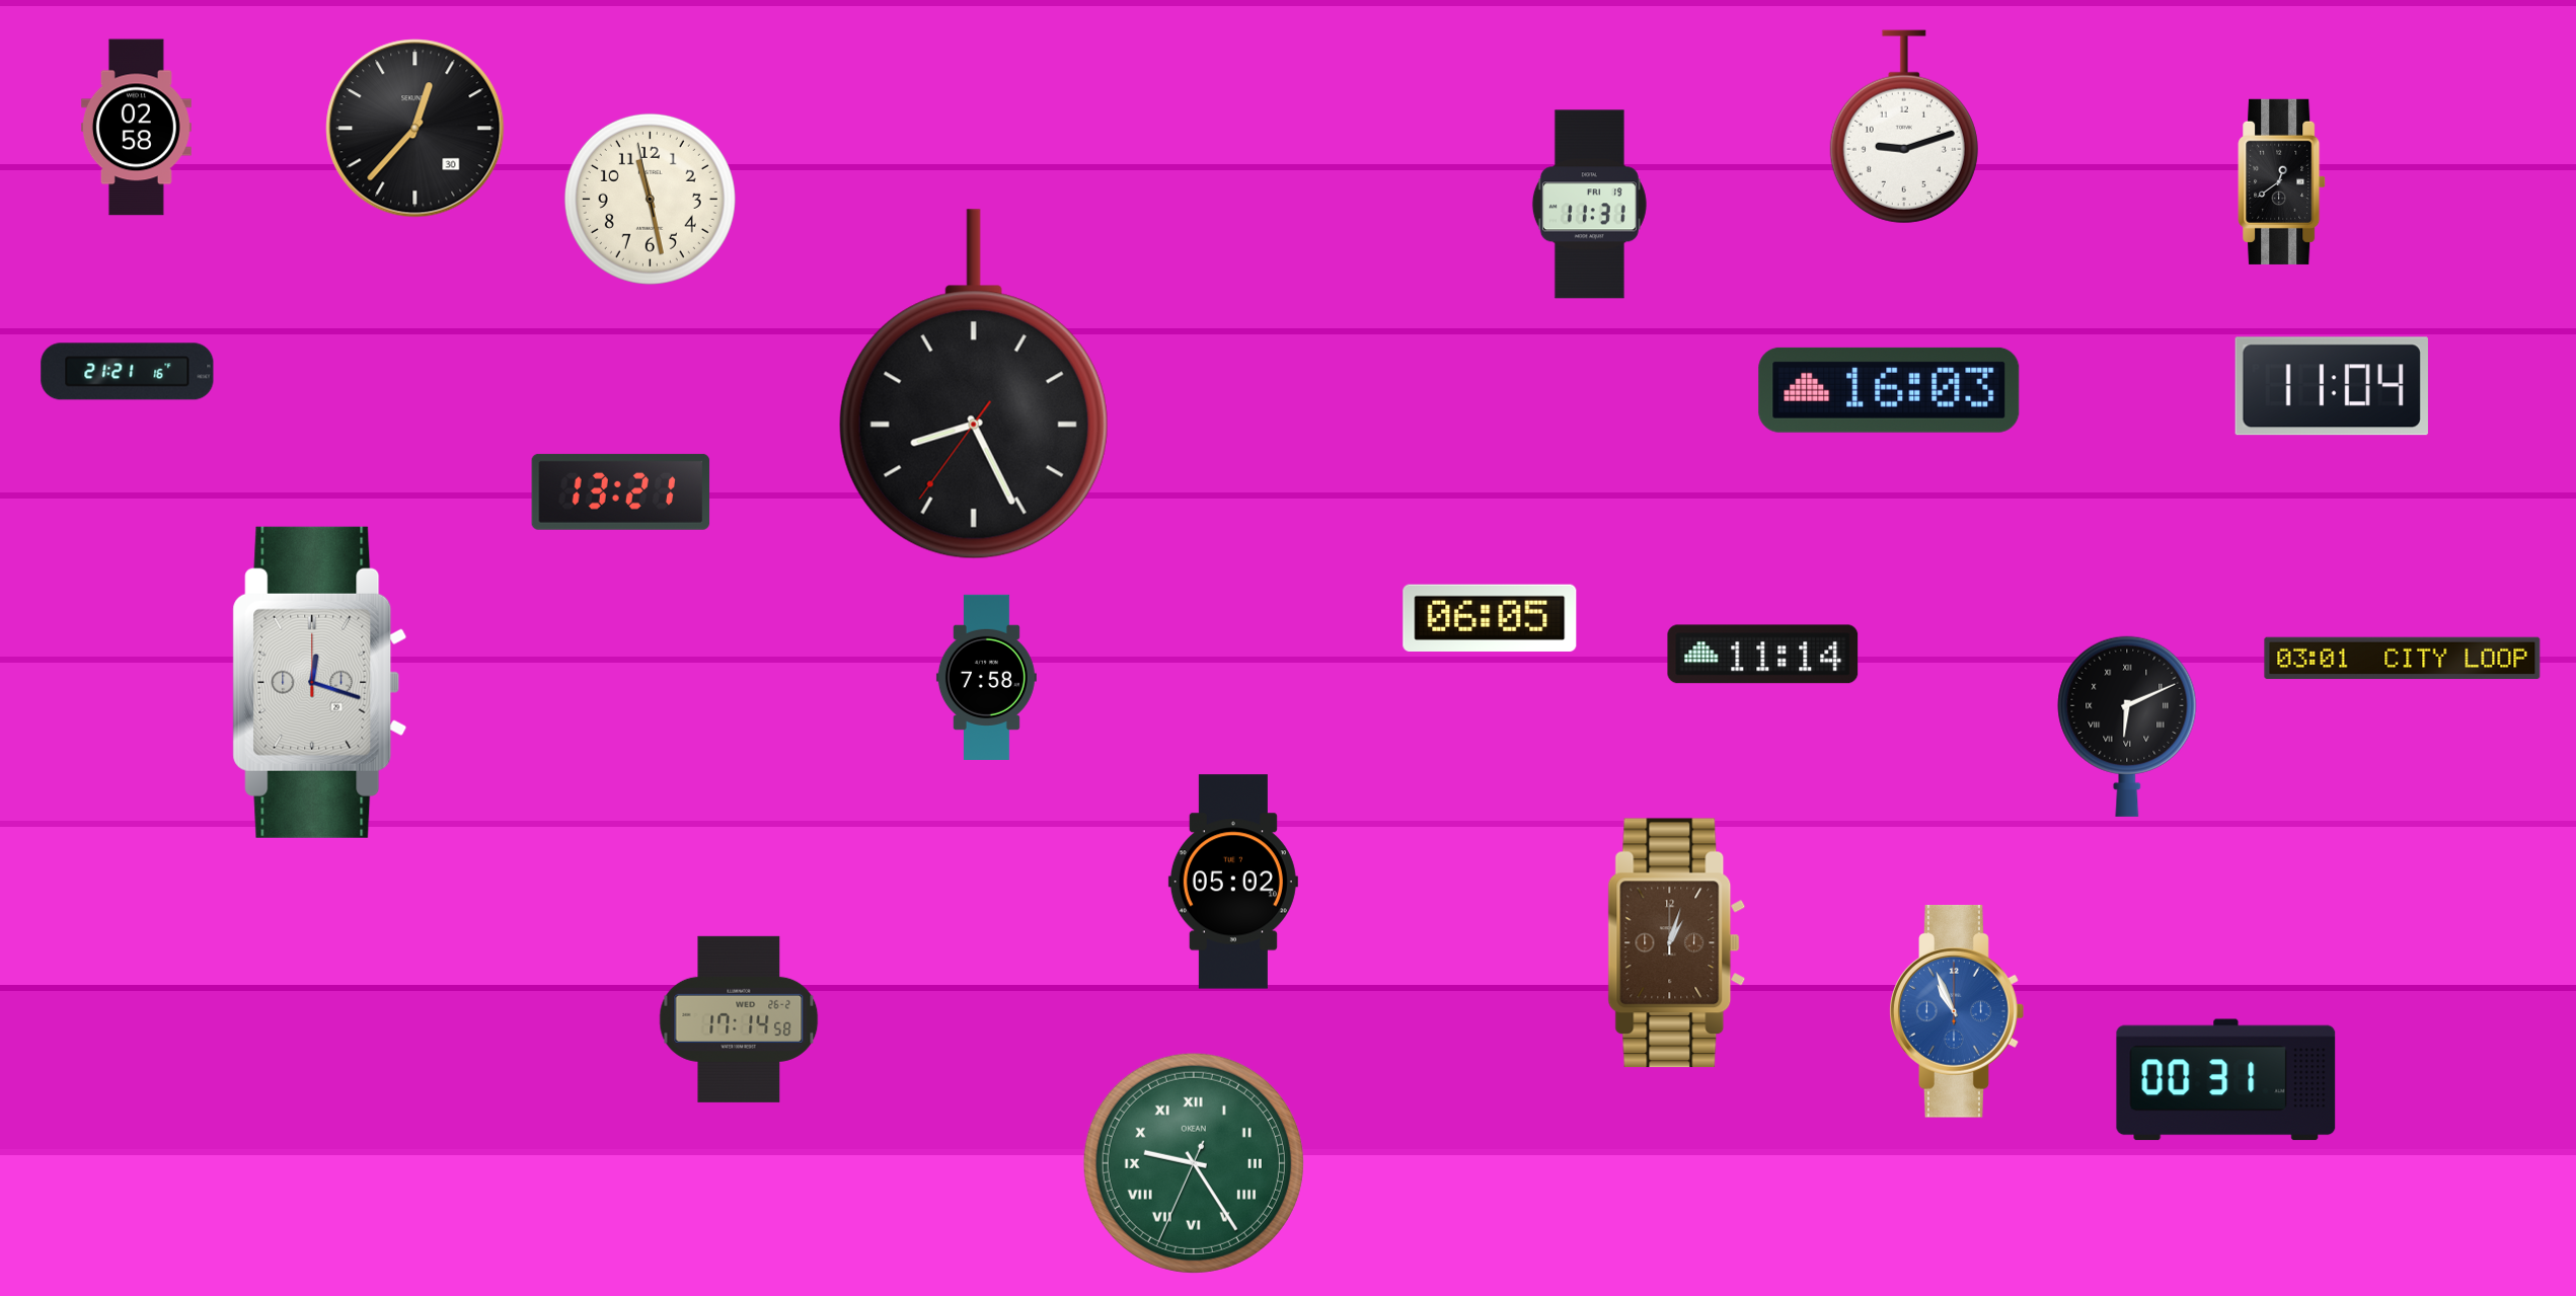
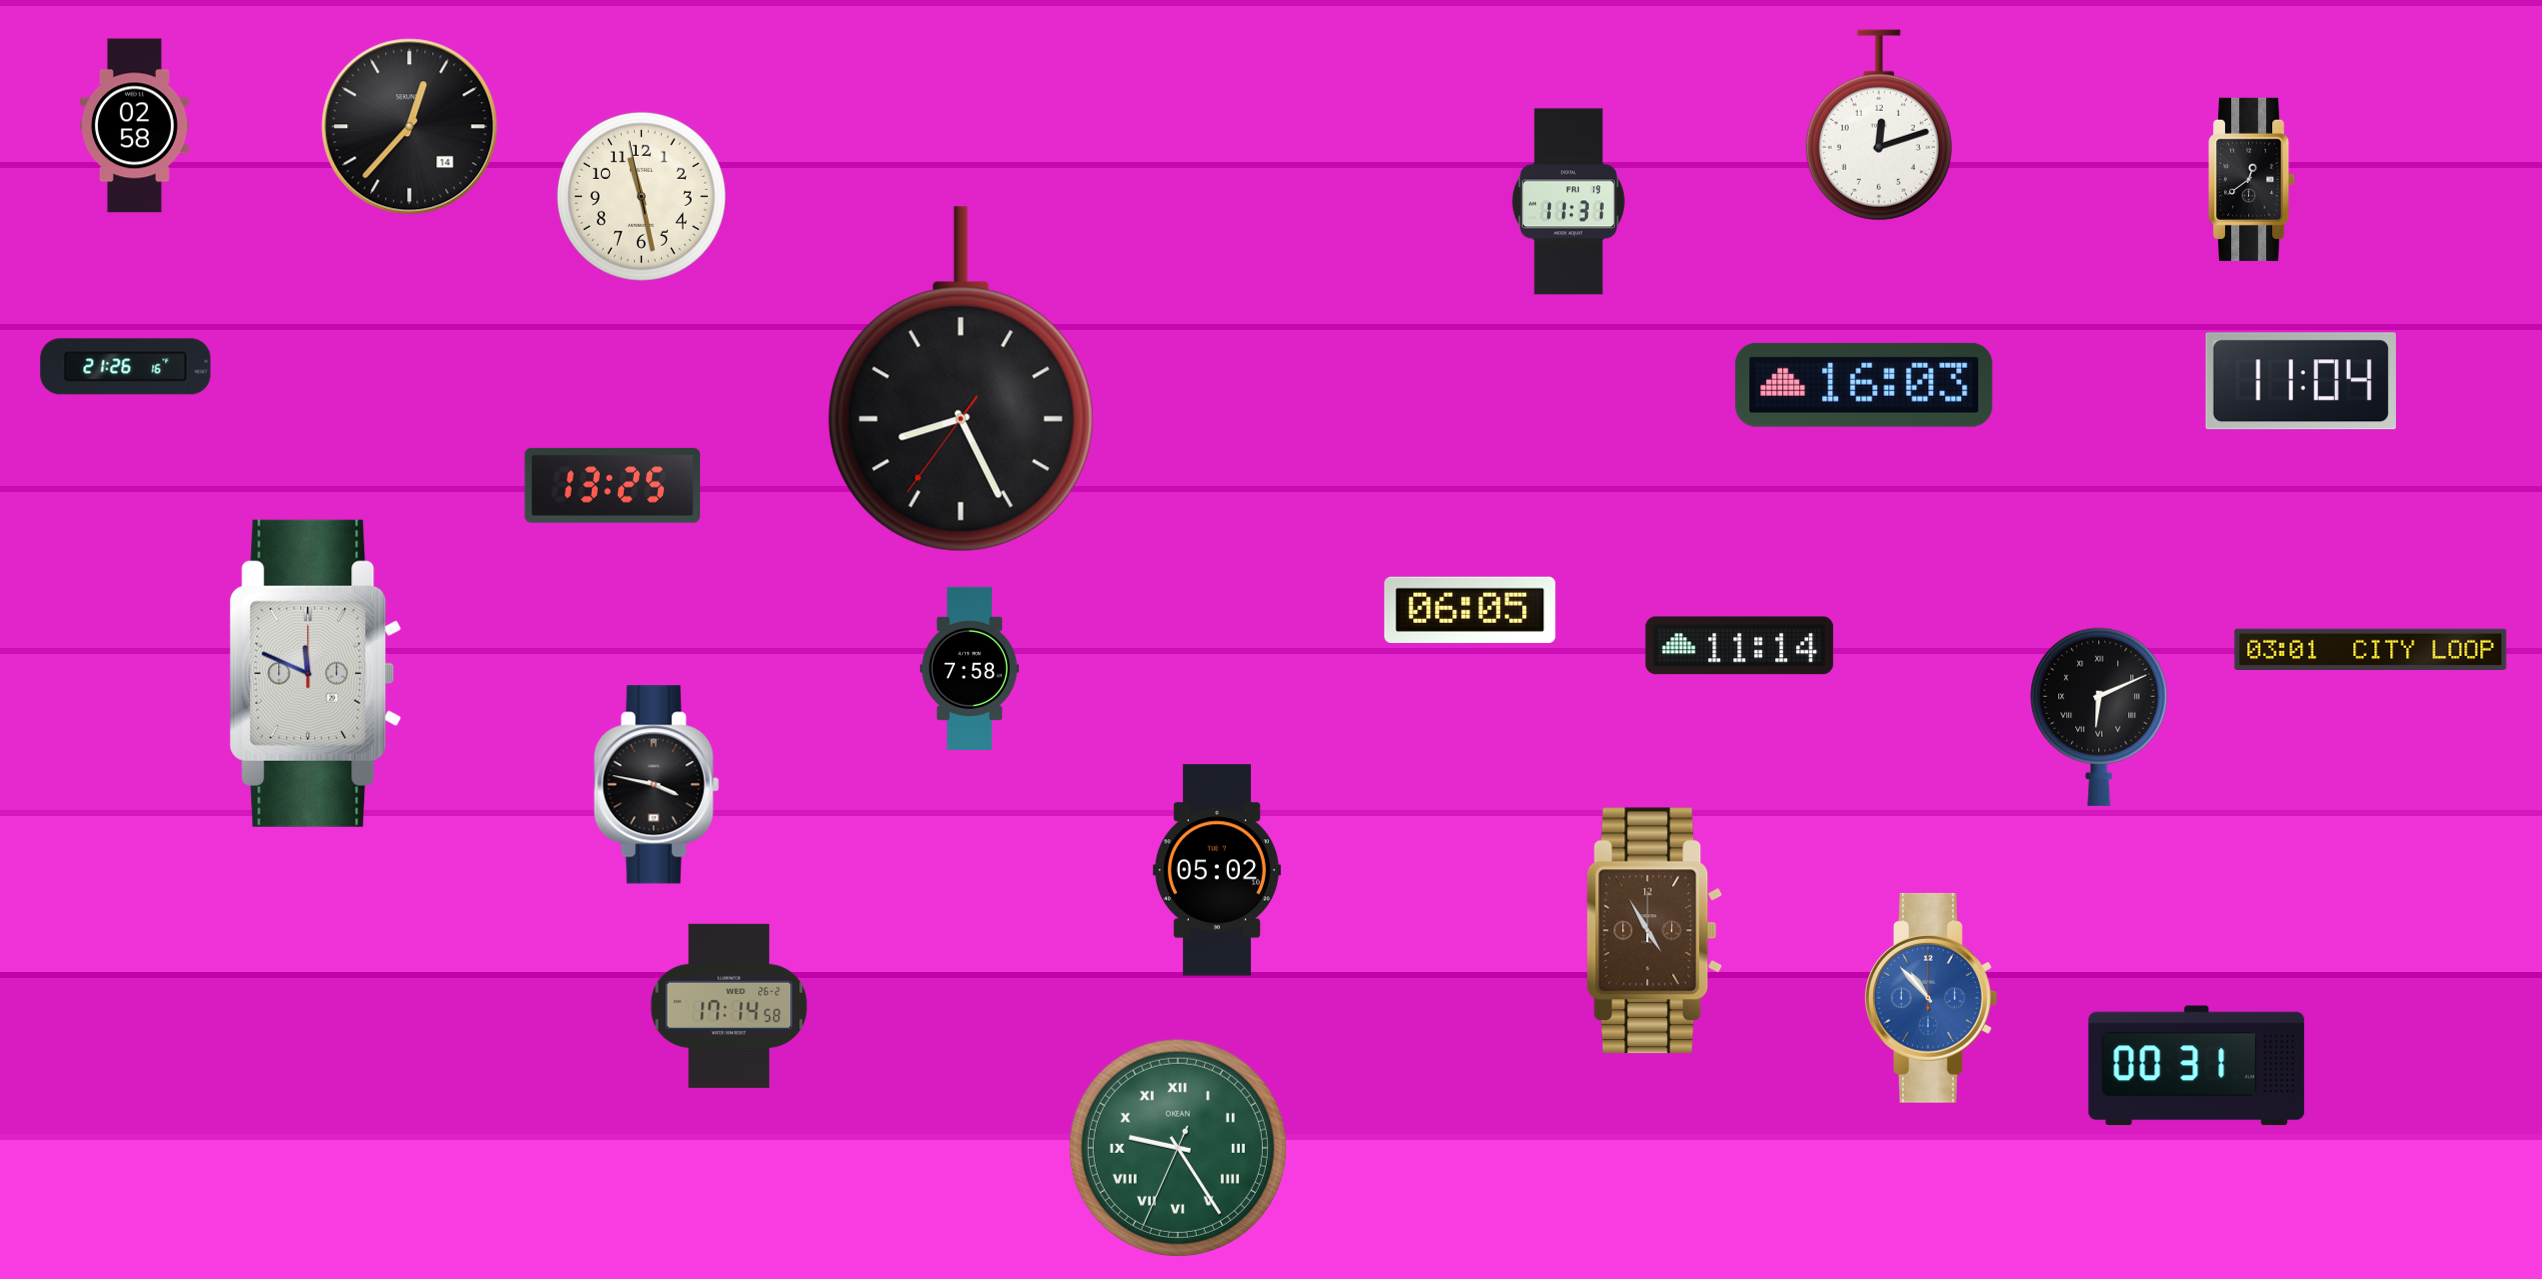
clock at (1904, 127): 9:12 -> 12:12
clock at (415, 129) date: 30 -> 14
clock at (128, 372): 21:21 -> 21:26
clock at (621, 491): 13:21 -> 13:25
clock at (986, 677) position: (986, 677) -> (969, 668)
clock at (320, 682): 12:18 -> 11:49
clock at (656, 785): none -> 3:47
clock at (1677, 943): 1:03 -> 4:55
clock at (1957, 1011): 10:56 -> 10:53
